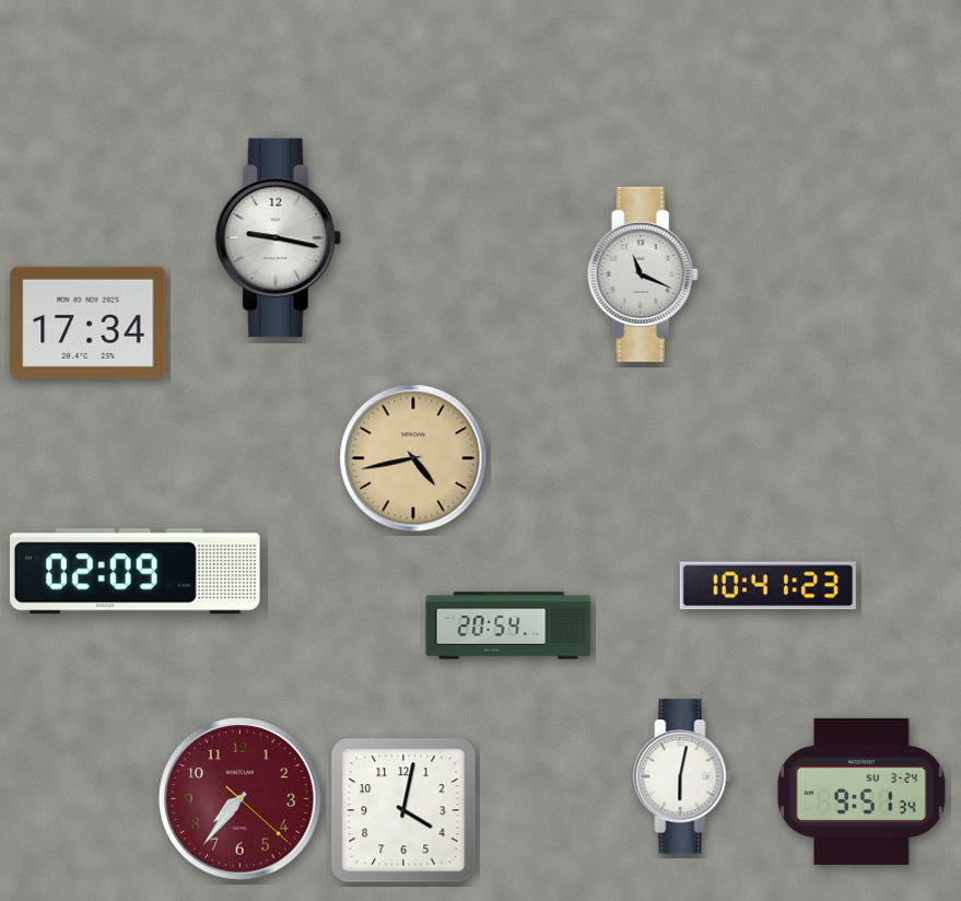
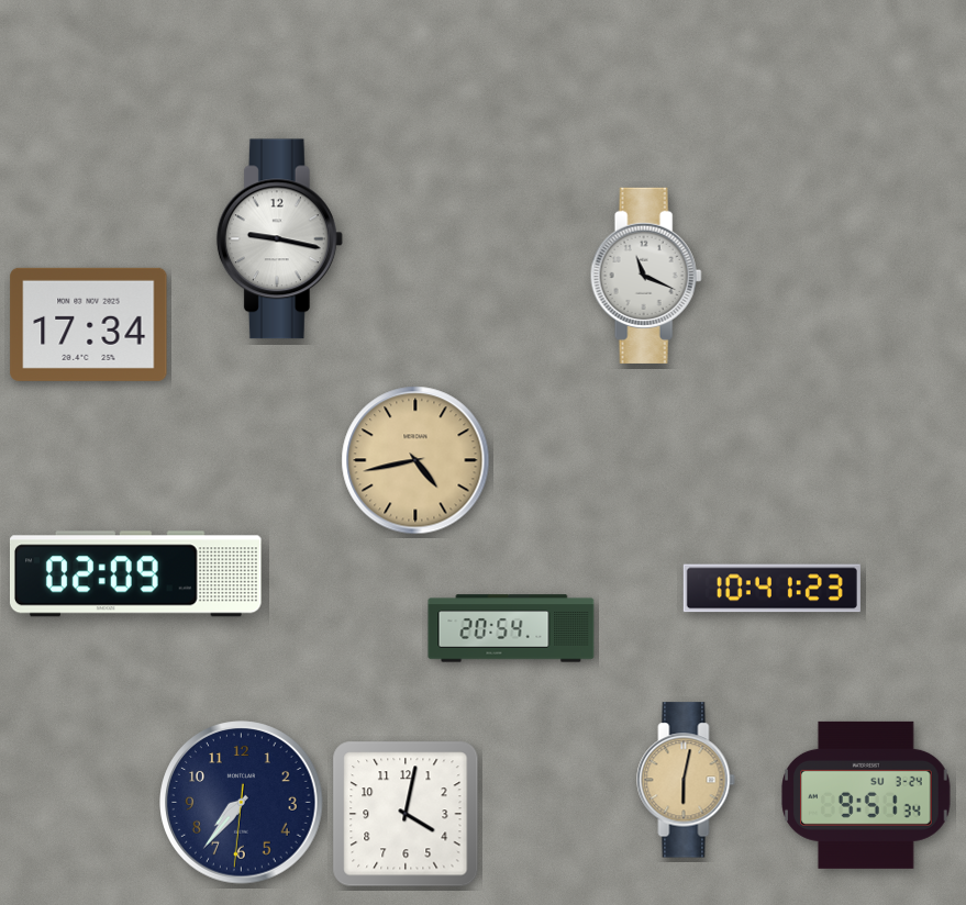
clock at (682, 776) dial: white -> champagne
clock at (241, 799): 7:36:22 -> 7:36:31
clock at (241, 799) dial: burgundy -> navy
